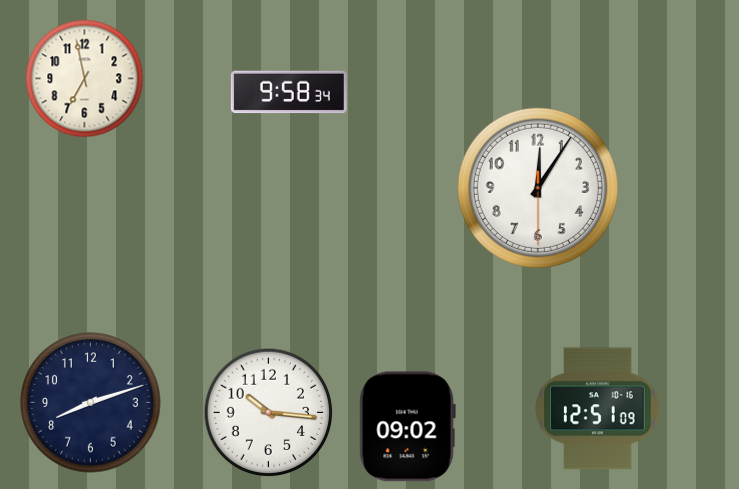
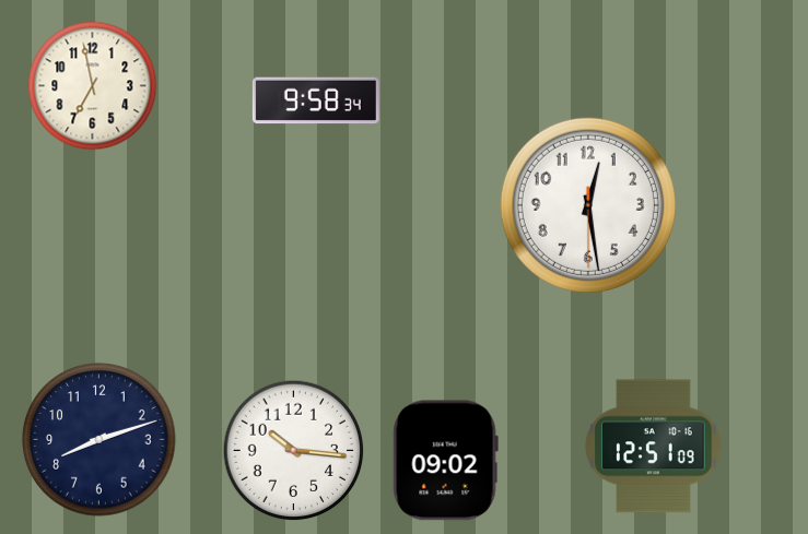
clock at (538, 188): 12:05 -> 12:28
clock at (407, 427) position: (407, 427) -> (445, 461)
